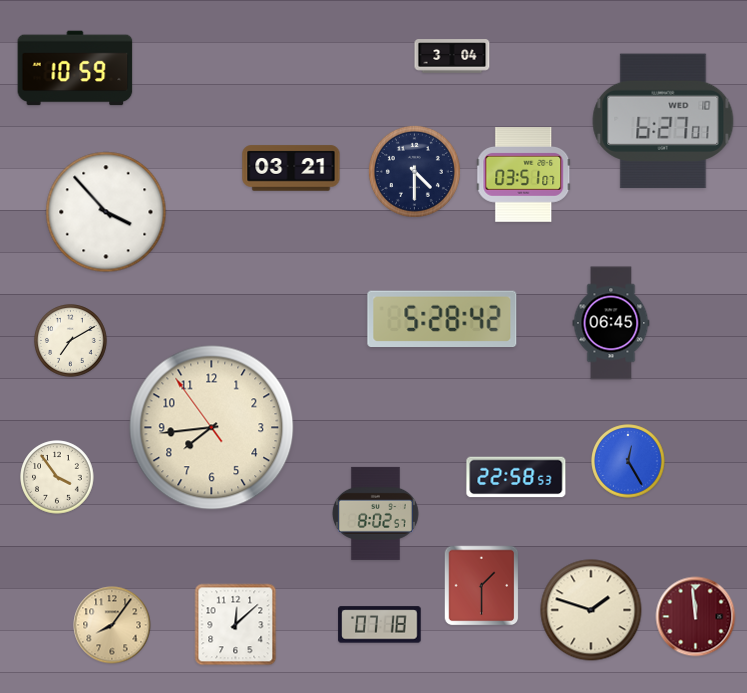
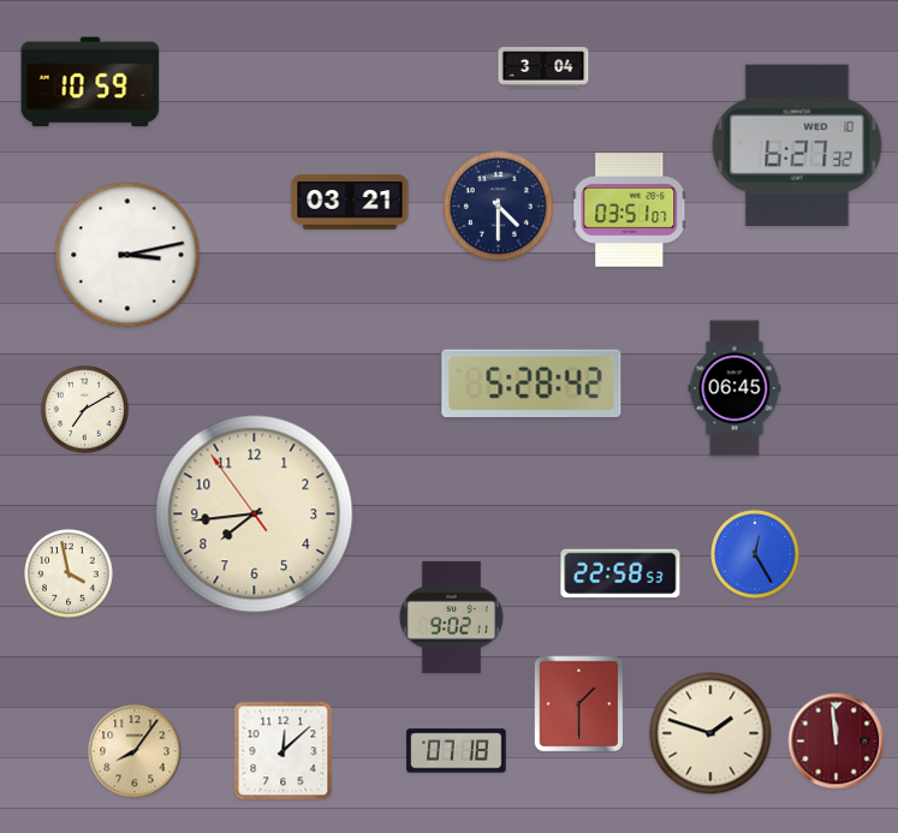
clock at (663, 121): 6:27:01 -> 6:27:32
clock at (106, 212): 3:53 -> 3:13
clock at (57, 477): 3:54 -> 3:58
clock at (375, 513): 8:02 -> 9:02
